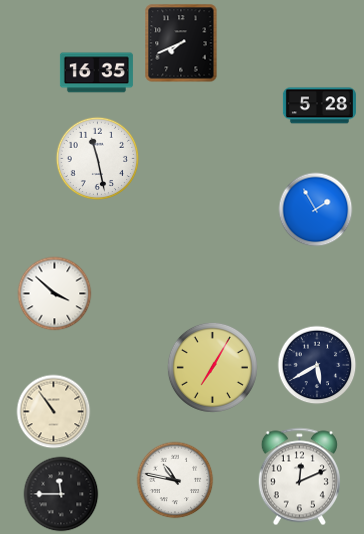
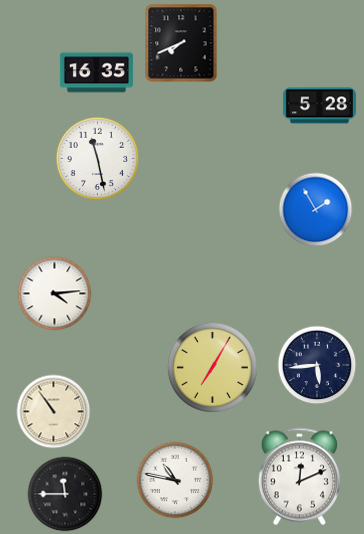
clock at (55, 294): 3:52 -> 4:14
clock at (317, 365): 5:40 -> 5:44
clock at (61, 494) position: (61, 494) -> (65, 494)
